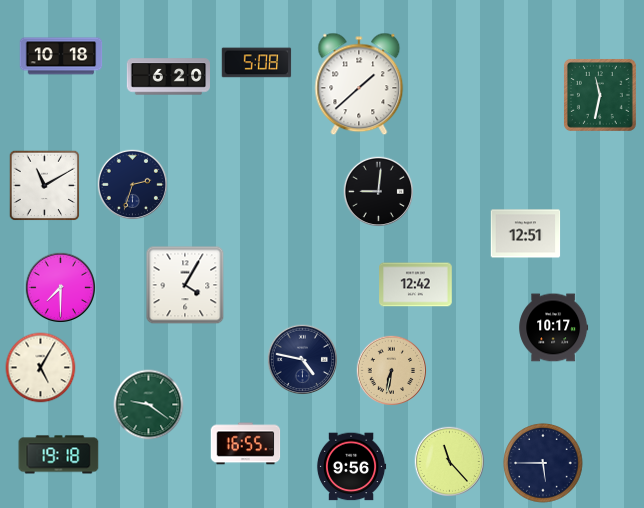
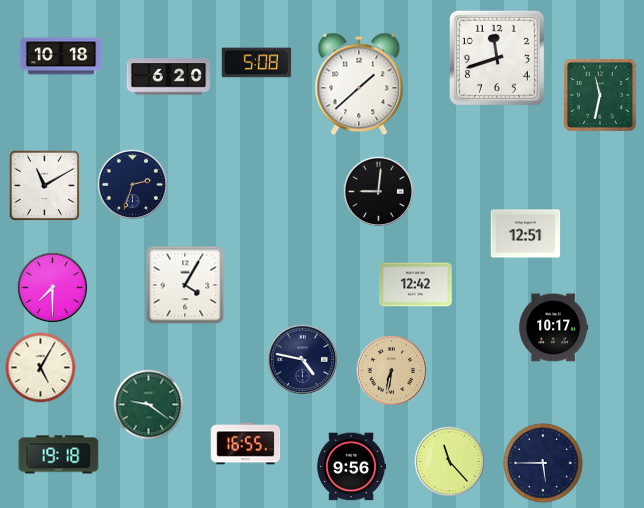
clock at (497, 58): none -> 11:42
clock at (60, 287) position: (60, 287) -> (52, 287)
